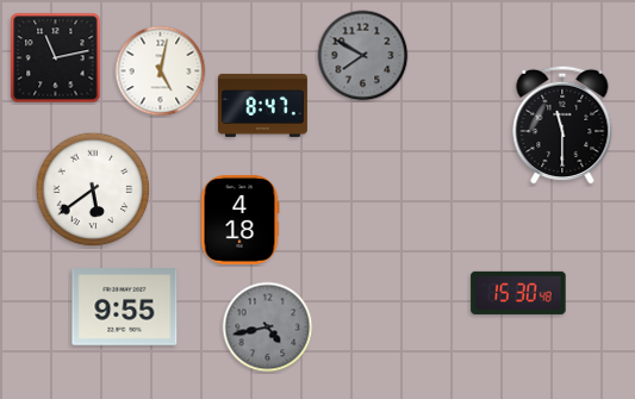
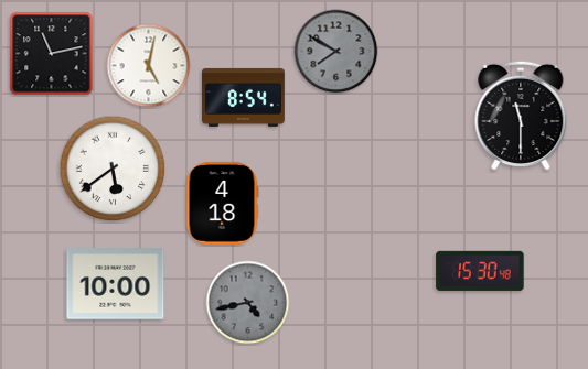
clock at (262, 105): 8:47 -> 8:54
clock at (93, 189) position: (93, 189) -> (113, 169)
clock at (125, 307): 9:55 -> 10:00
